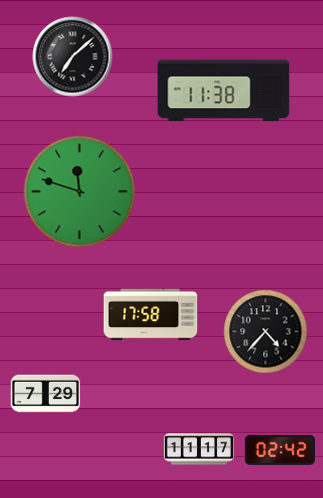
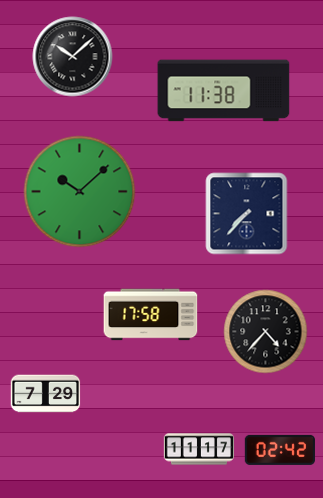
clock at (73, 57): 7:08 -> 10:08
clock at (80, 192): 11:48 -> 10:08
clock at (247, 214): none -> 7:37
